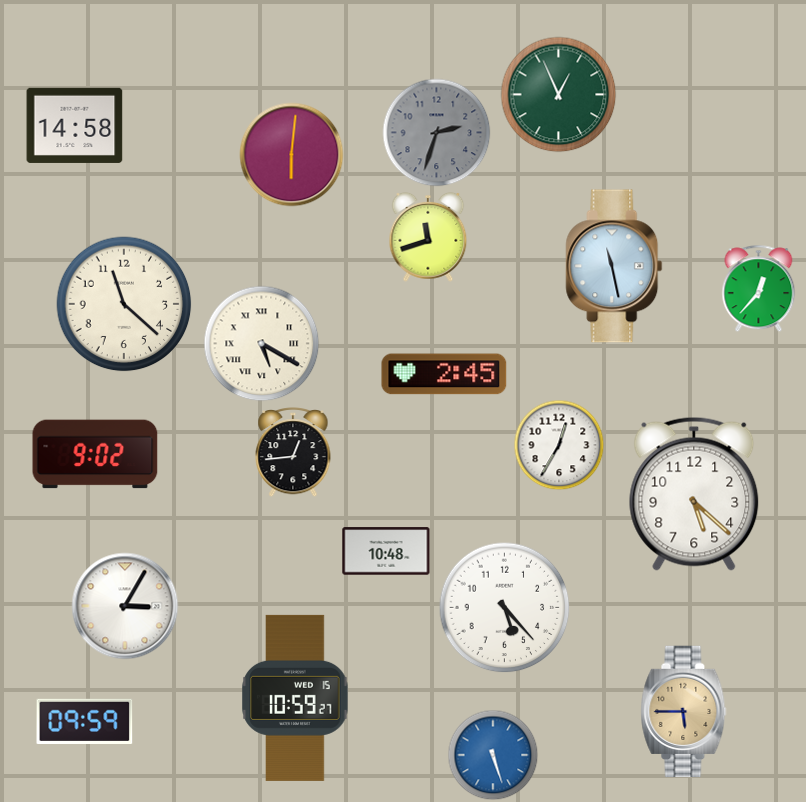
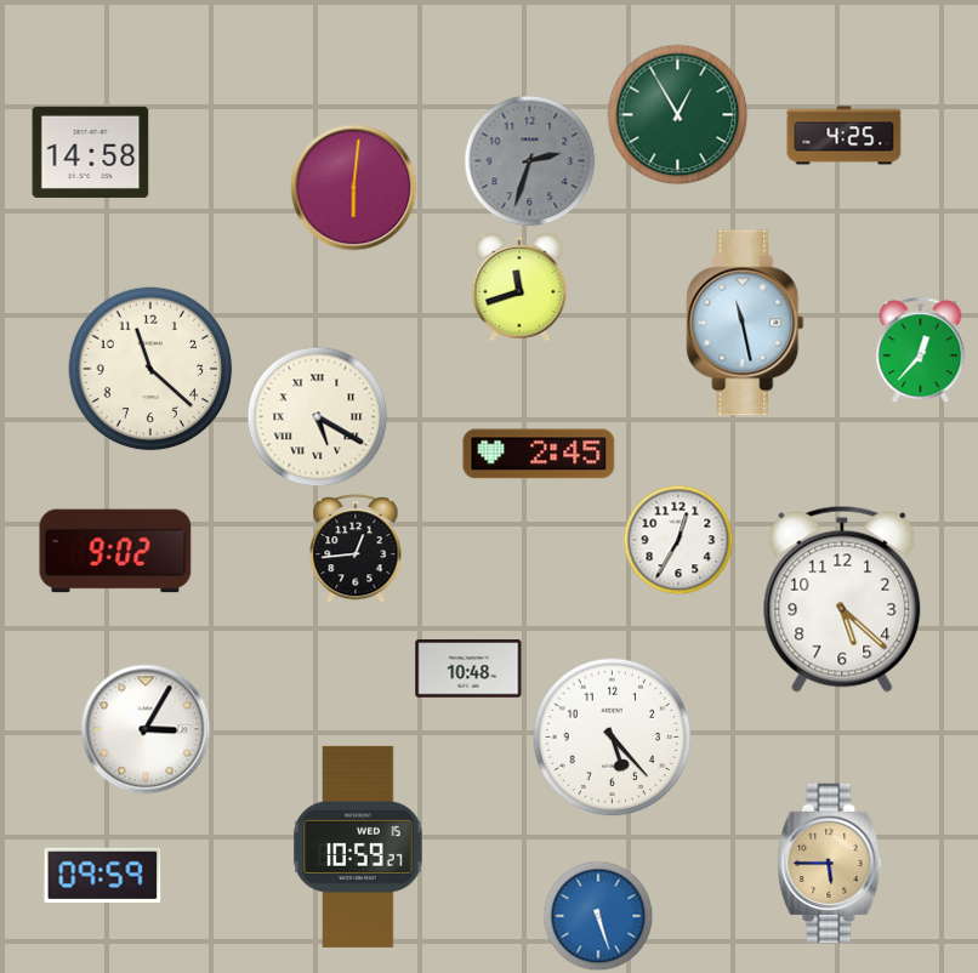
clock at (559, 95): 12:56 -> 12:55
clock at (845, 136): none -> 4:25
clock at (125, 606) position: (125, 606) -> (146, 729)
